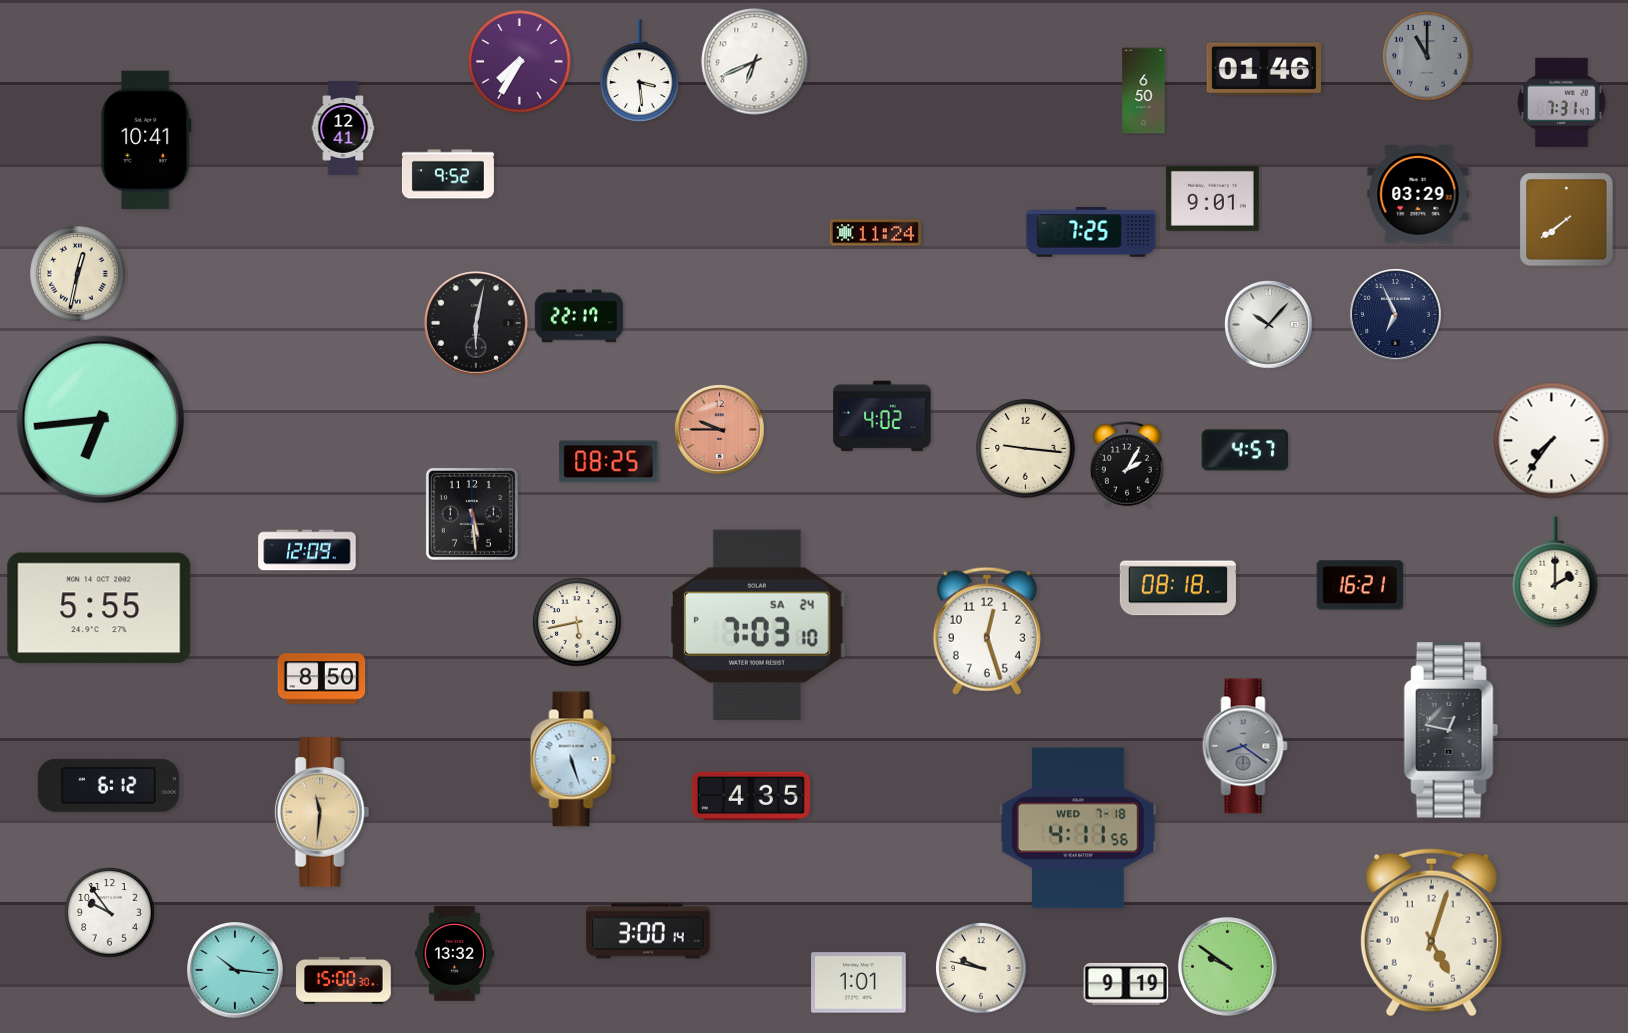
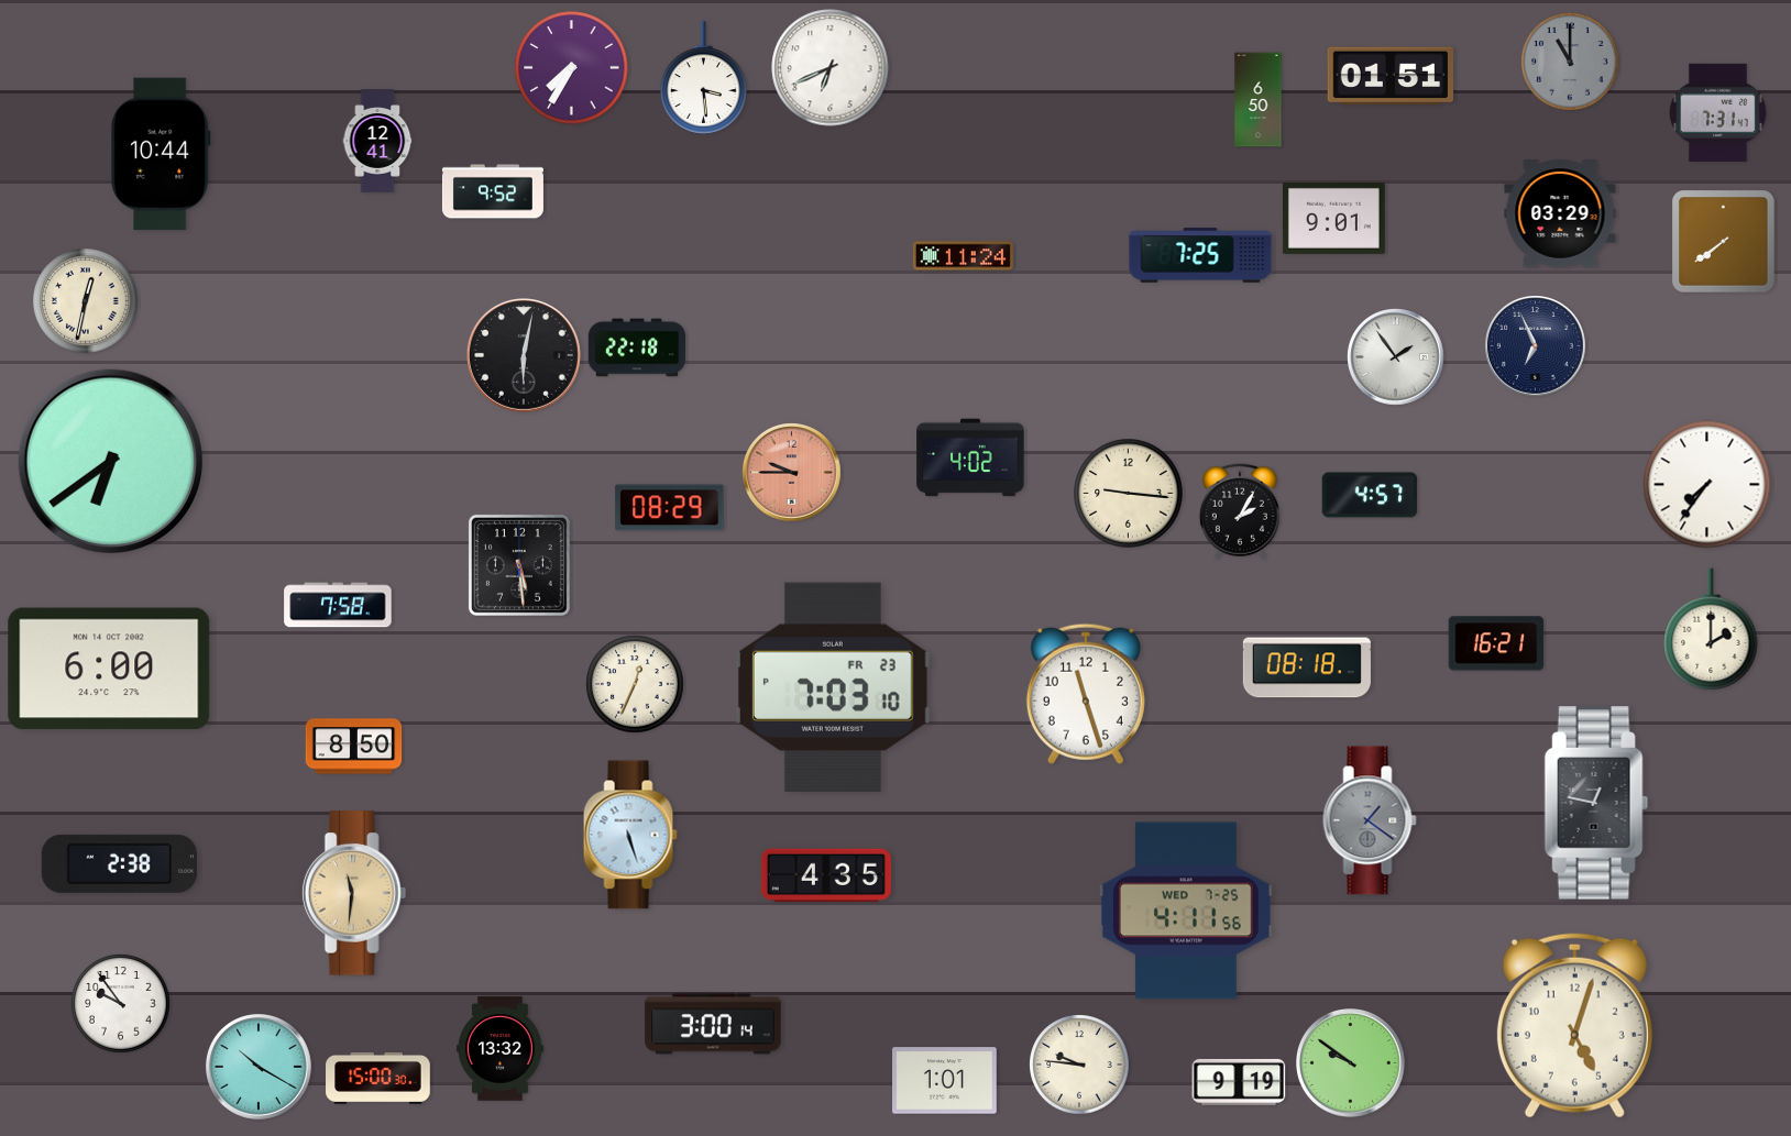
clock at (1263, 69): 01:46 -> 01:51
clock at (146, 140): 10:41 -> 10:44
clock at (579, 316): 22:17 -> 22:18
clock at (1269, 325): 10:07 -> 1:54
clock at (100, 419): 6:44 -> 6:39
clock at (609, 462): 08:25 -> 08:29
clock at (307, 550): 12:09 -> 7:58
clock at (1178, 588) position: (1178, 588) -> (1307, 668)
clock at (99, 608): 5:55 -> 6:00
clock at (577, 622): 5:43 -> 12:34
clock at (758, 624) date: SA 24 -> FR 23
clock at (987, 631): 12:27 -> 11:27
clock at (1245, 746): 8:21 -> 1:21
clock at (108, 785): 6:12 -> 2:38
clock at (1078, 828) date: WED 7-18 -> WED 7-25
clock at (981, 968): 9:47 -> 9:46
clock at (236, 971): 10:16 -> 10:20
